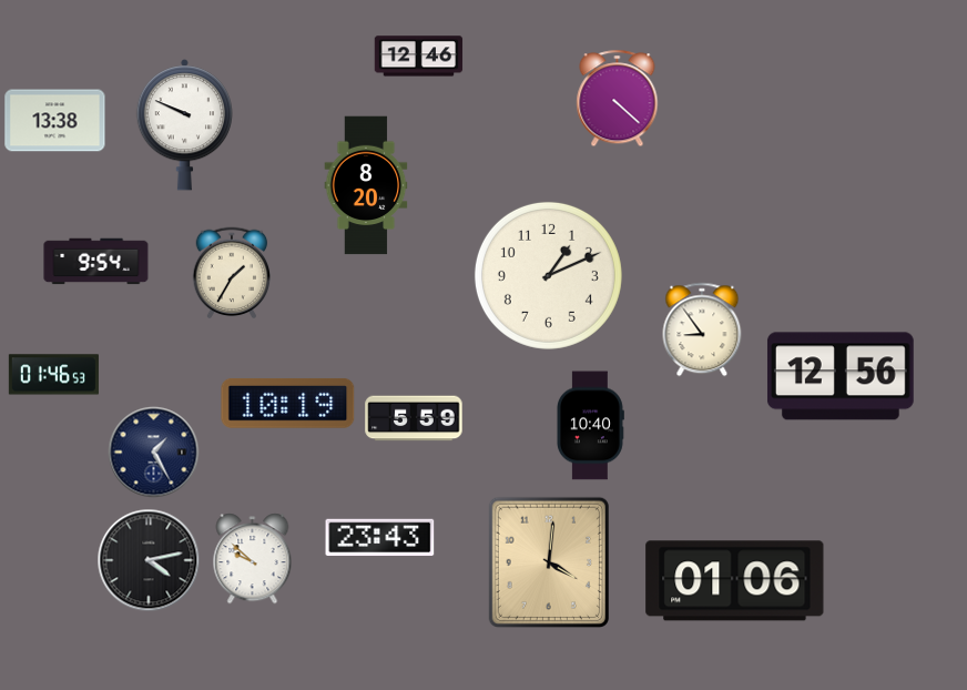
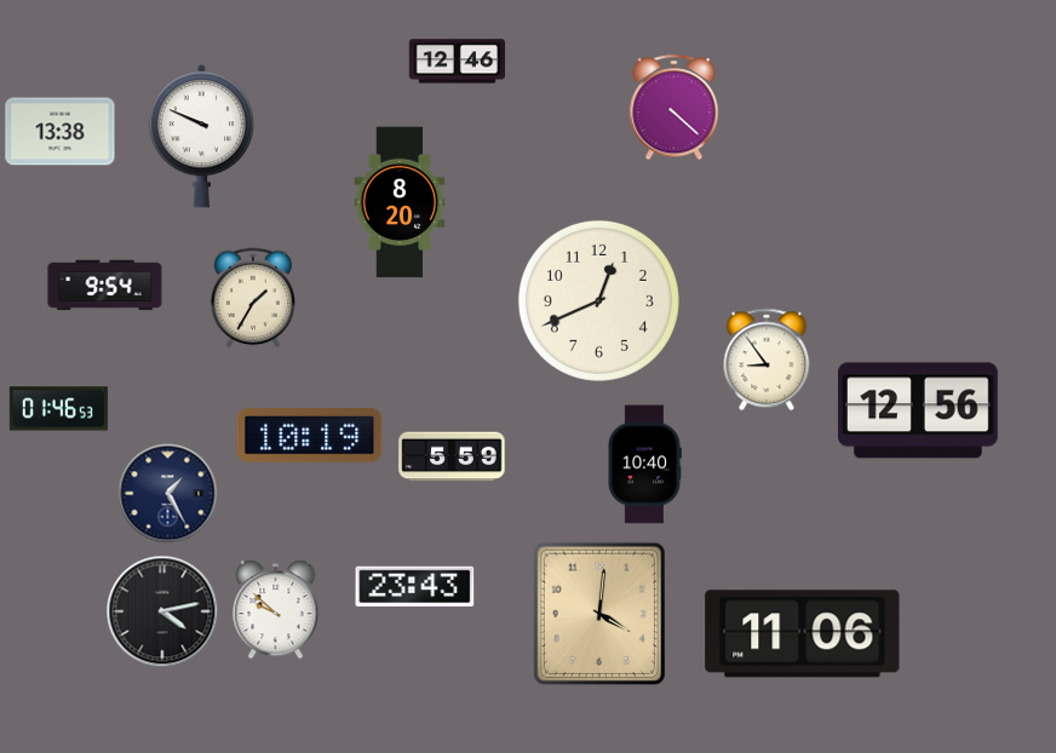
clock at (548, 275): 1:11 -> 12:41
clock at (288, 403) position: (288, 403) -> (310, 435)
clock at (735, 581): 01:06 -> 11:06
